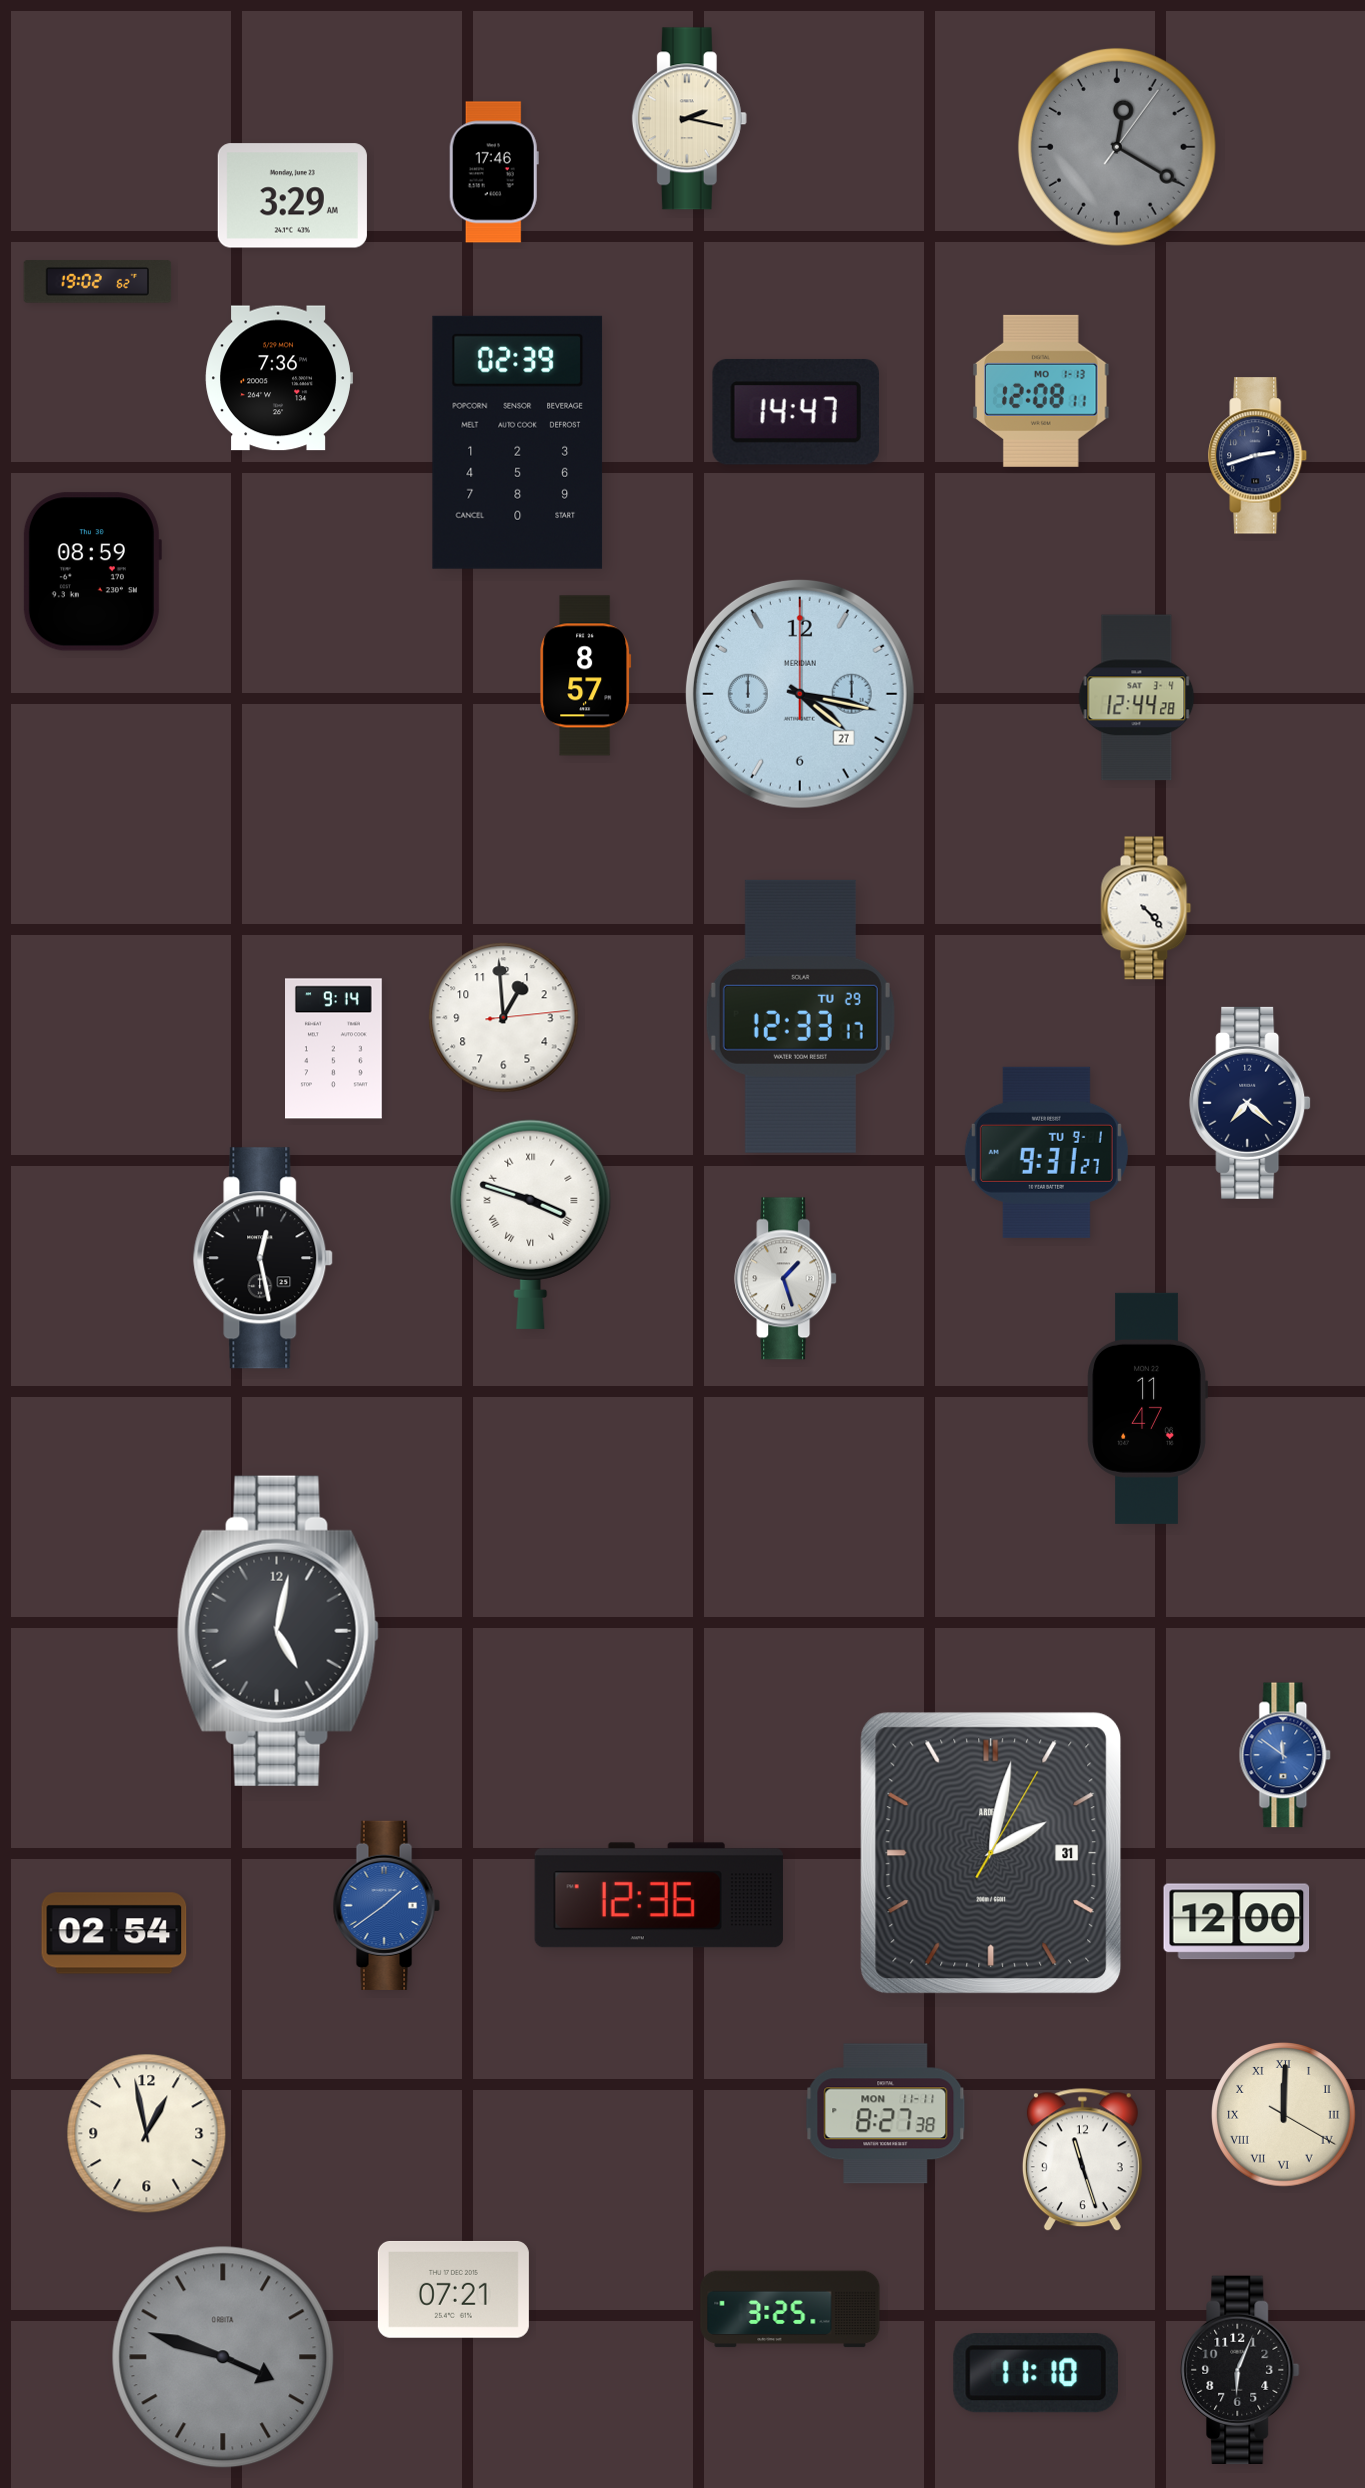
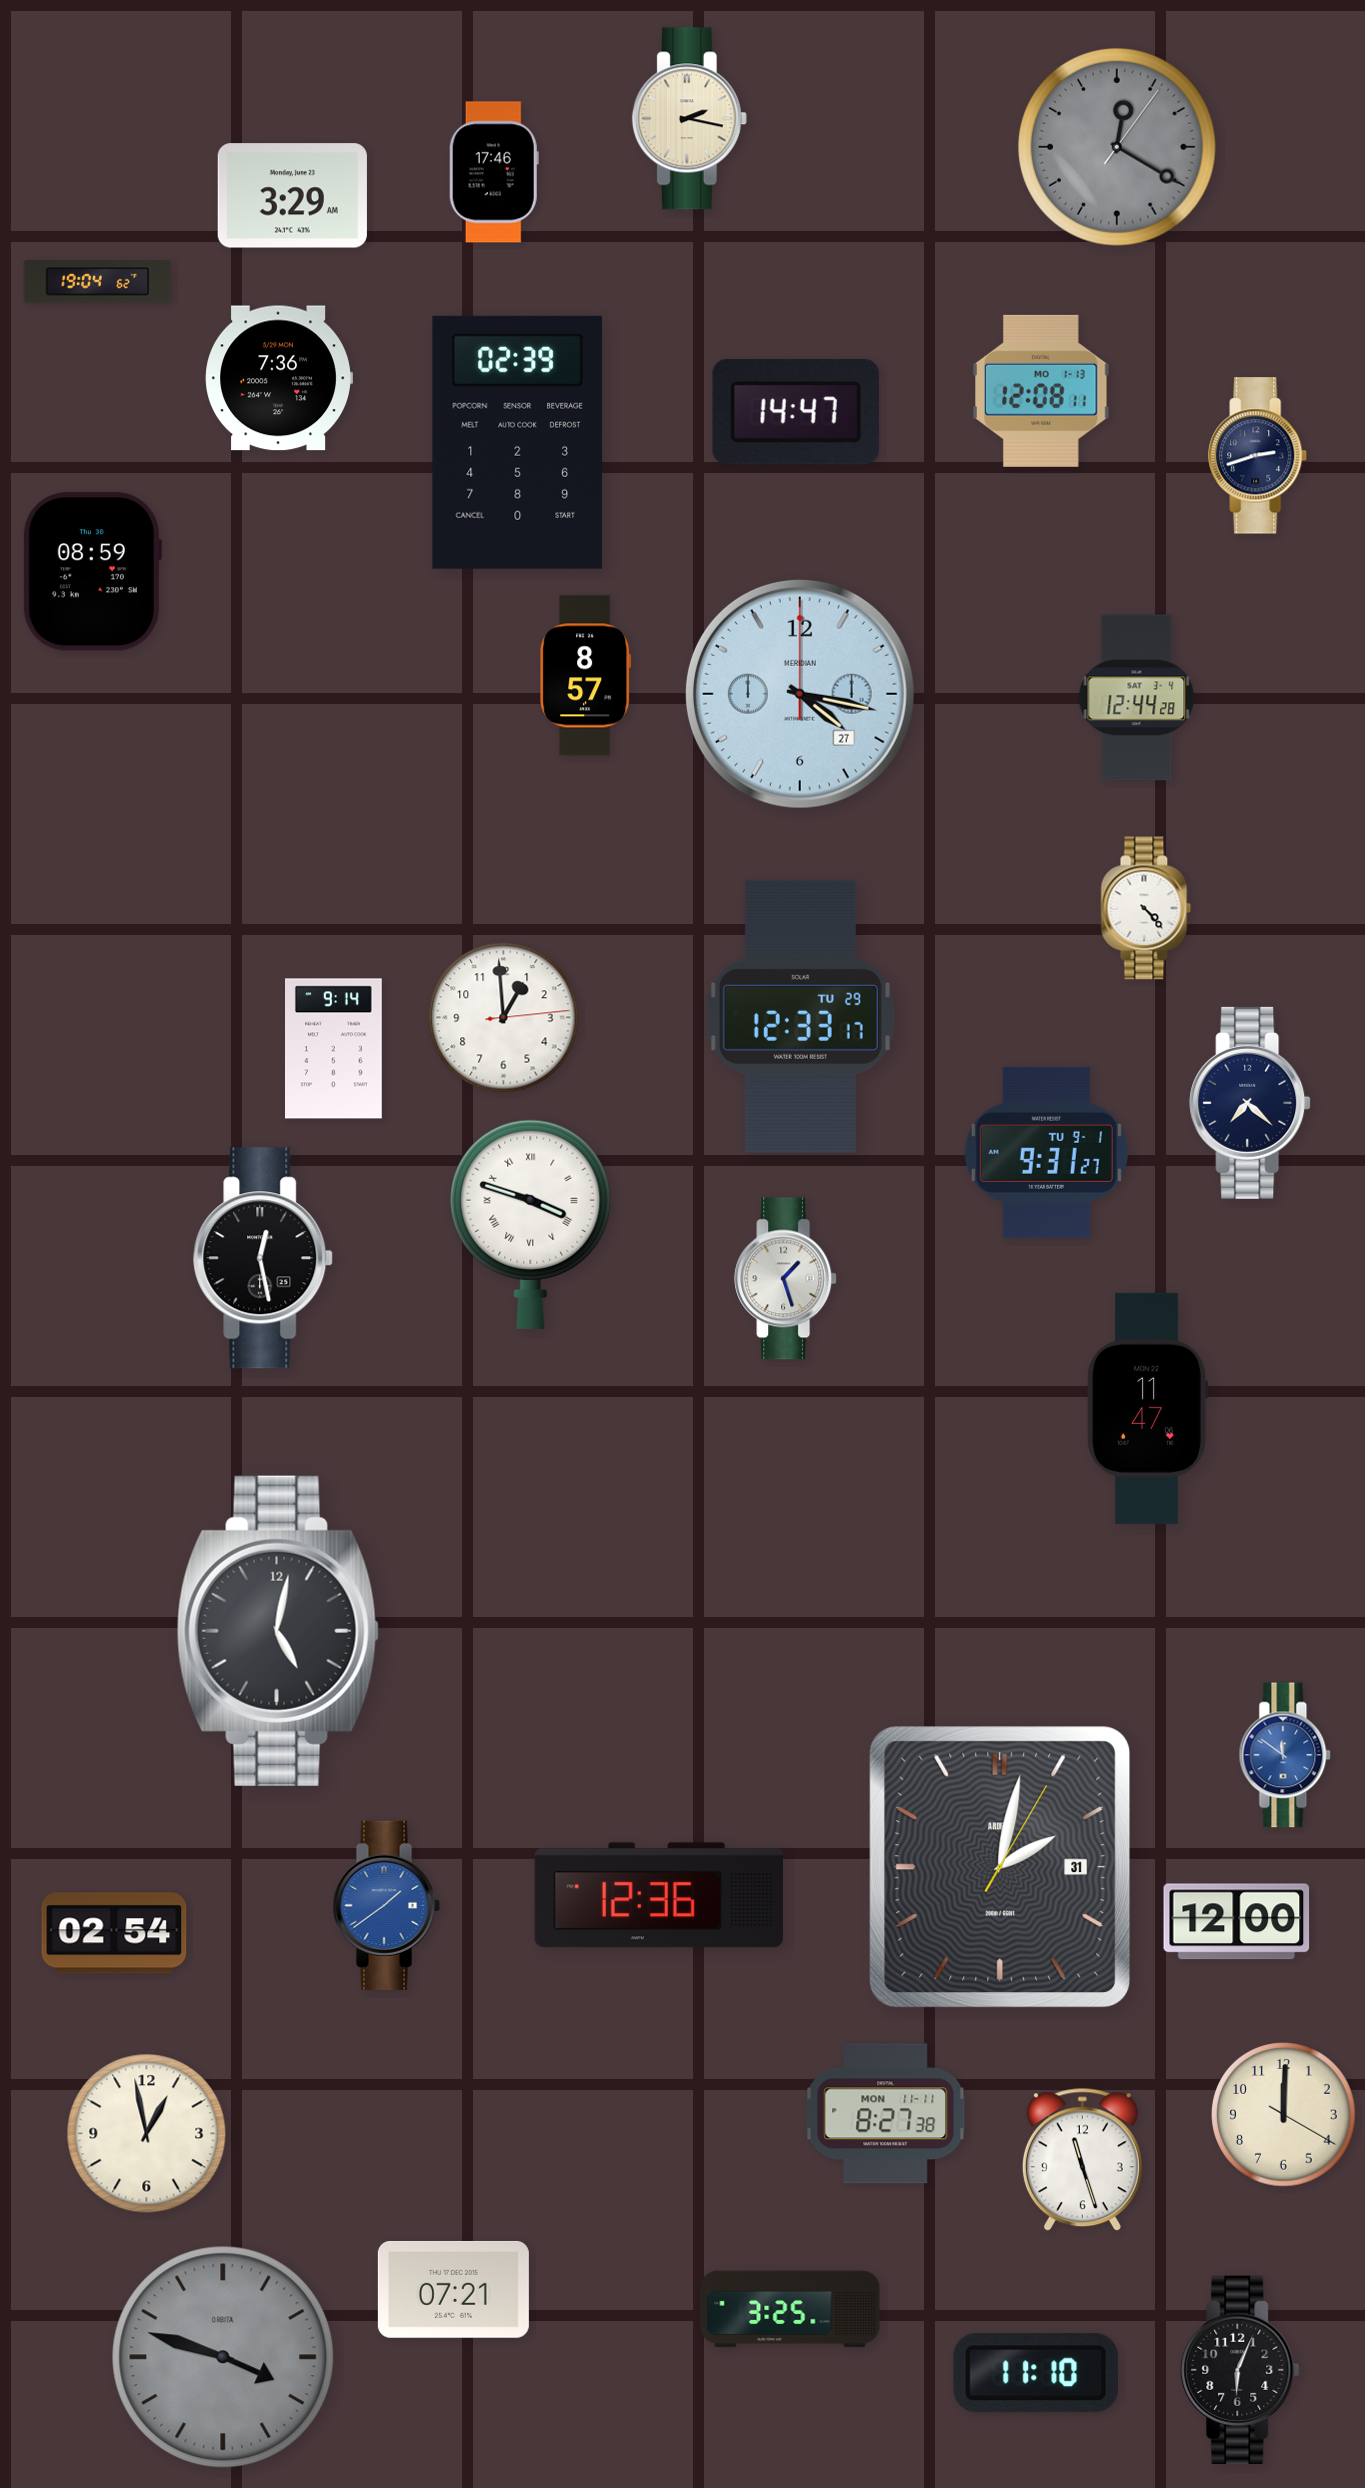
clock at (98, 282): 19:02 -> 19:04
clock at (991, 1853) position: (991, 1853) -> (1000, 1867)
clock at (1284, 2115) numerals: Roman -> Arabic
